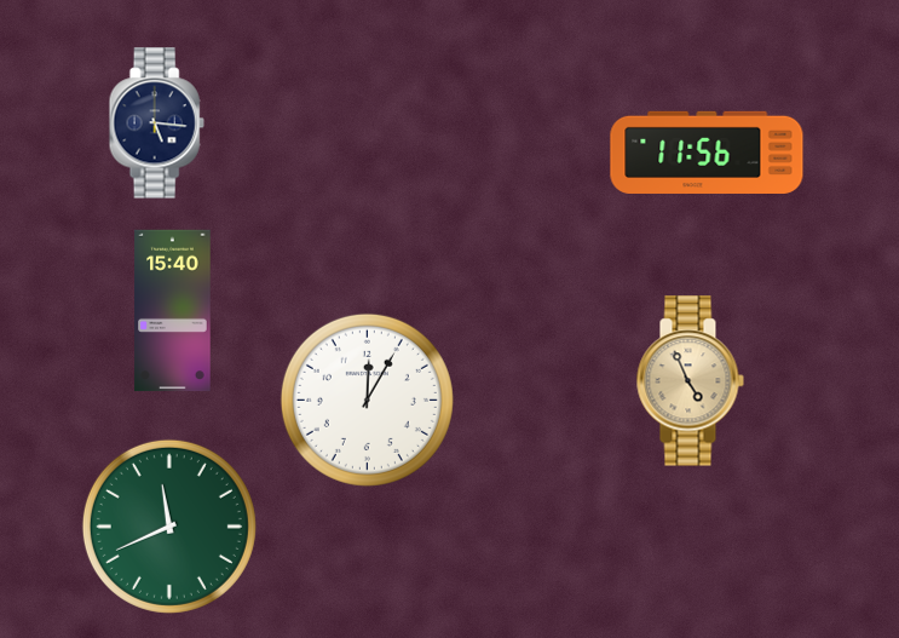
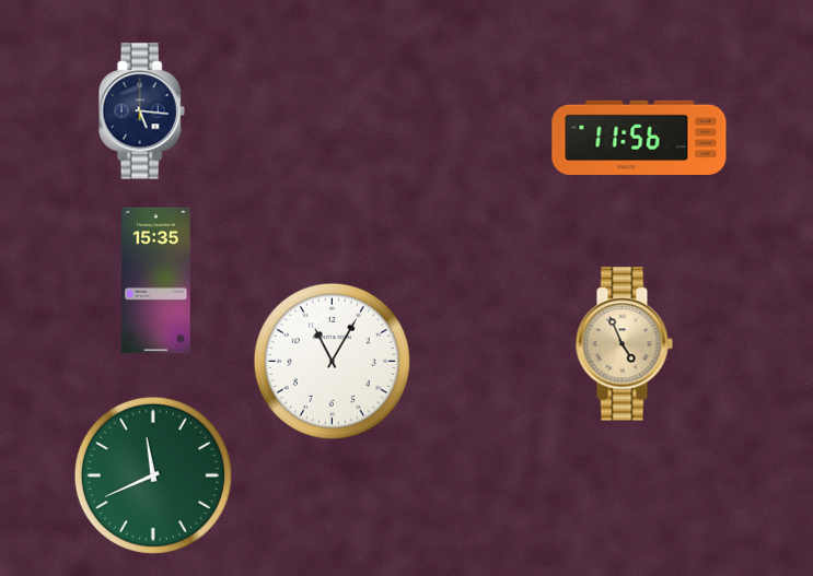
clock at (173, 311): 15:40 -> 15:35
clock at (367, 400): 12:05 -> 11:05
